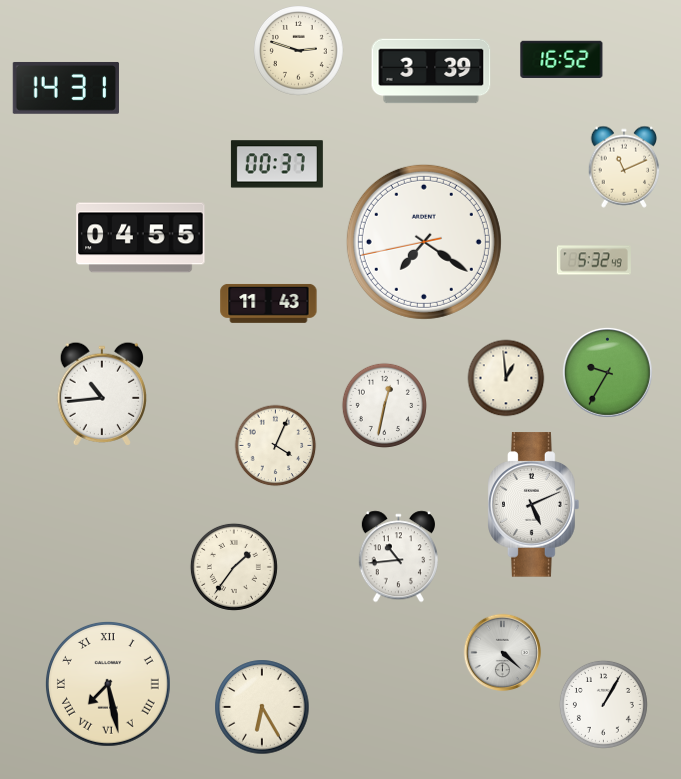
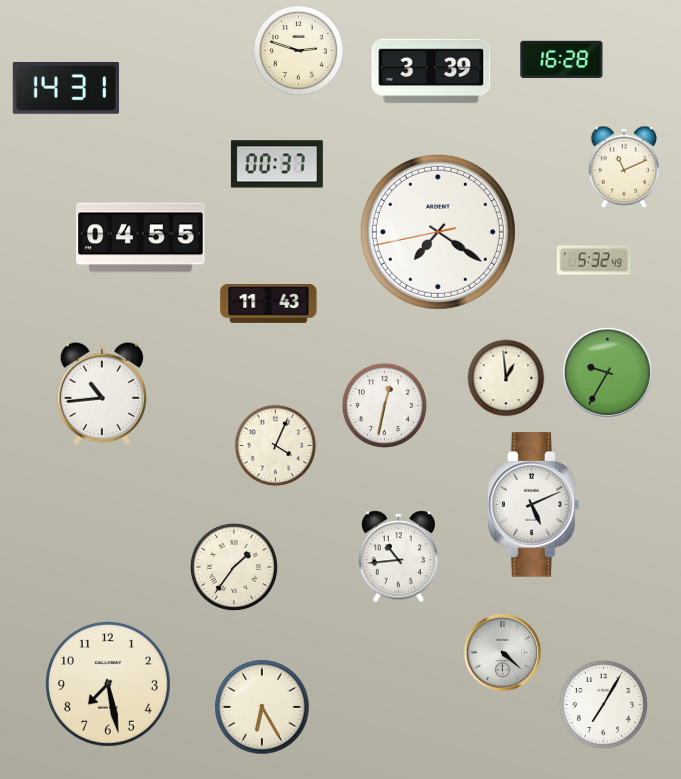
clock at (562, 59): 16:52 -> 16:28
clock at (424, 242) position: (424, 242) -> (438, 232)
clock at (108, 684) numerals: Roman -> Arabic
clock at (603, 704): 1:05 -> 7:05
